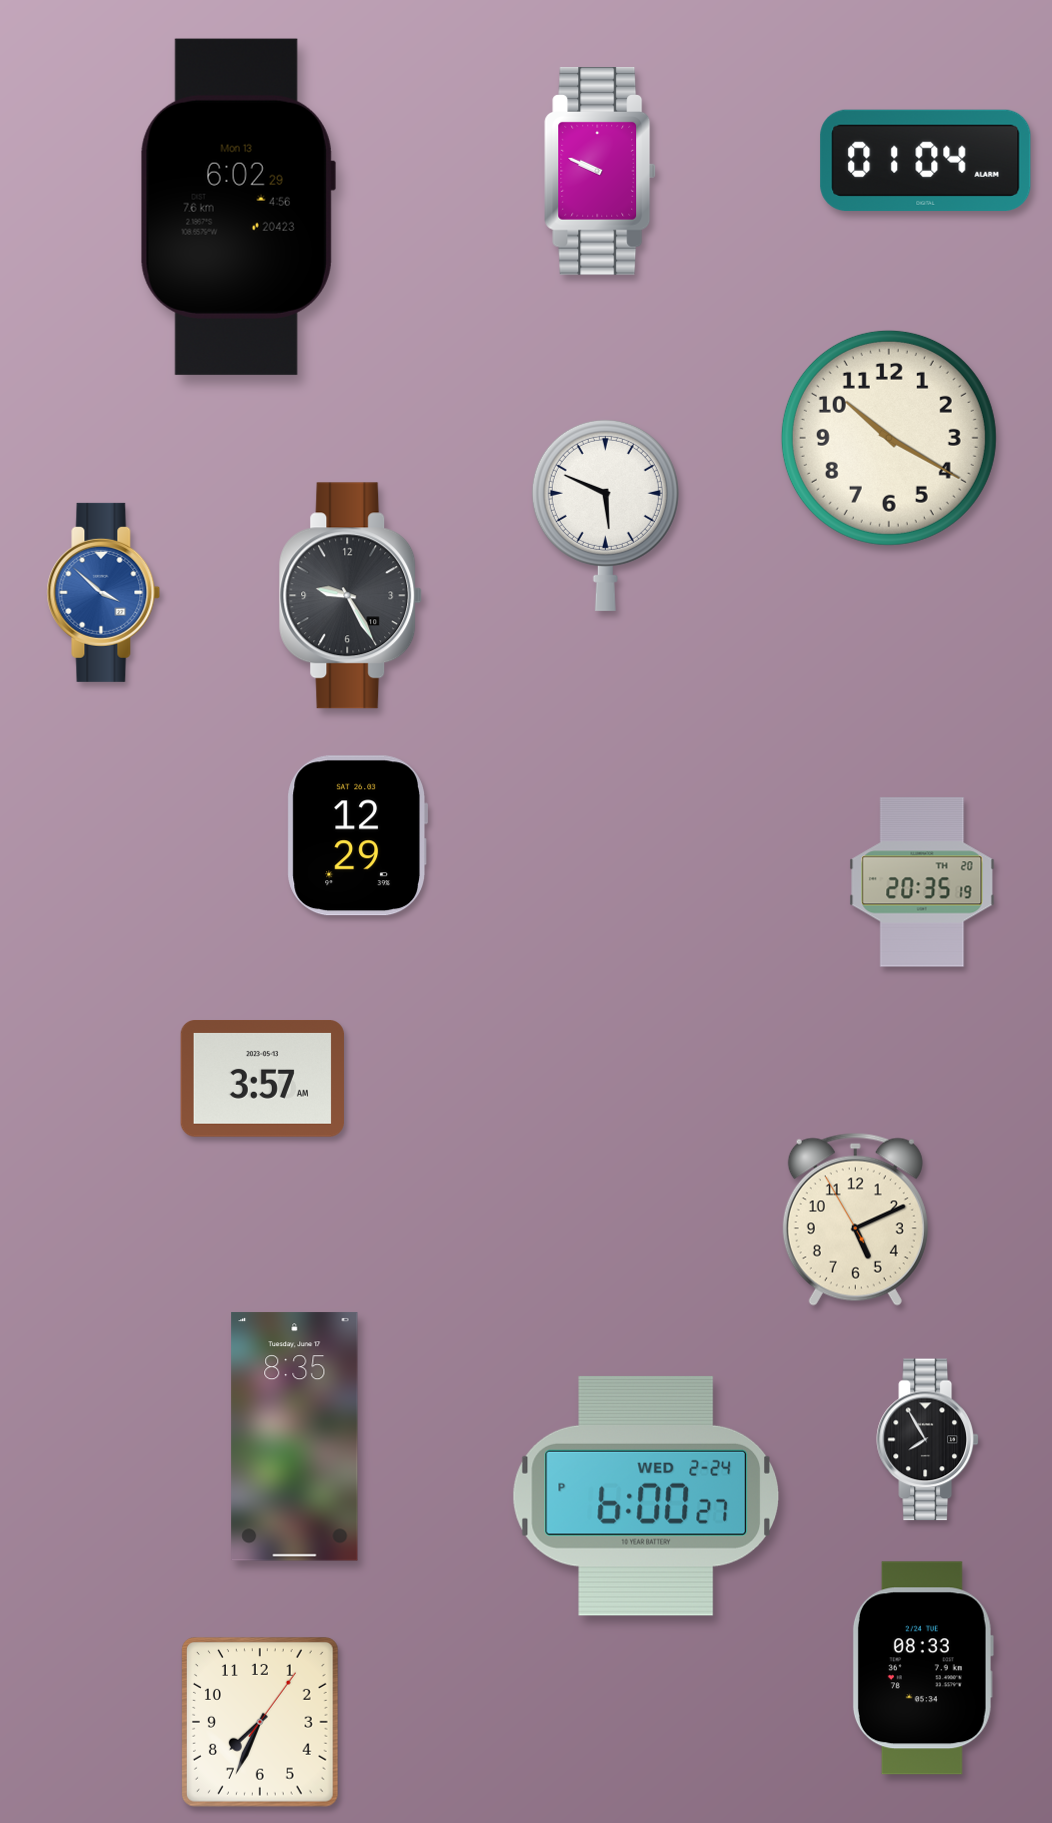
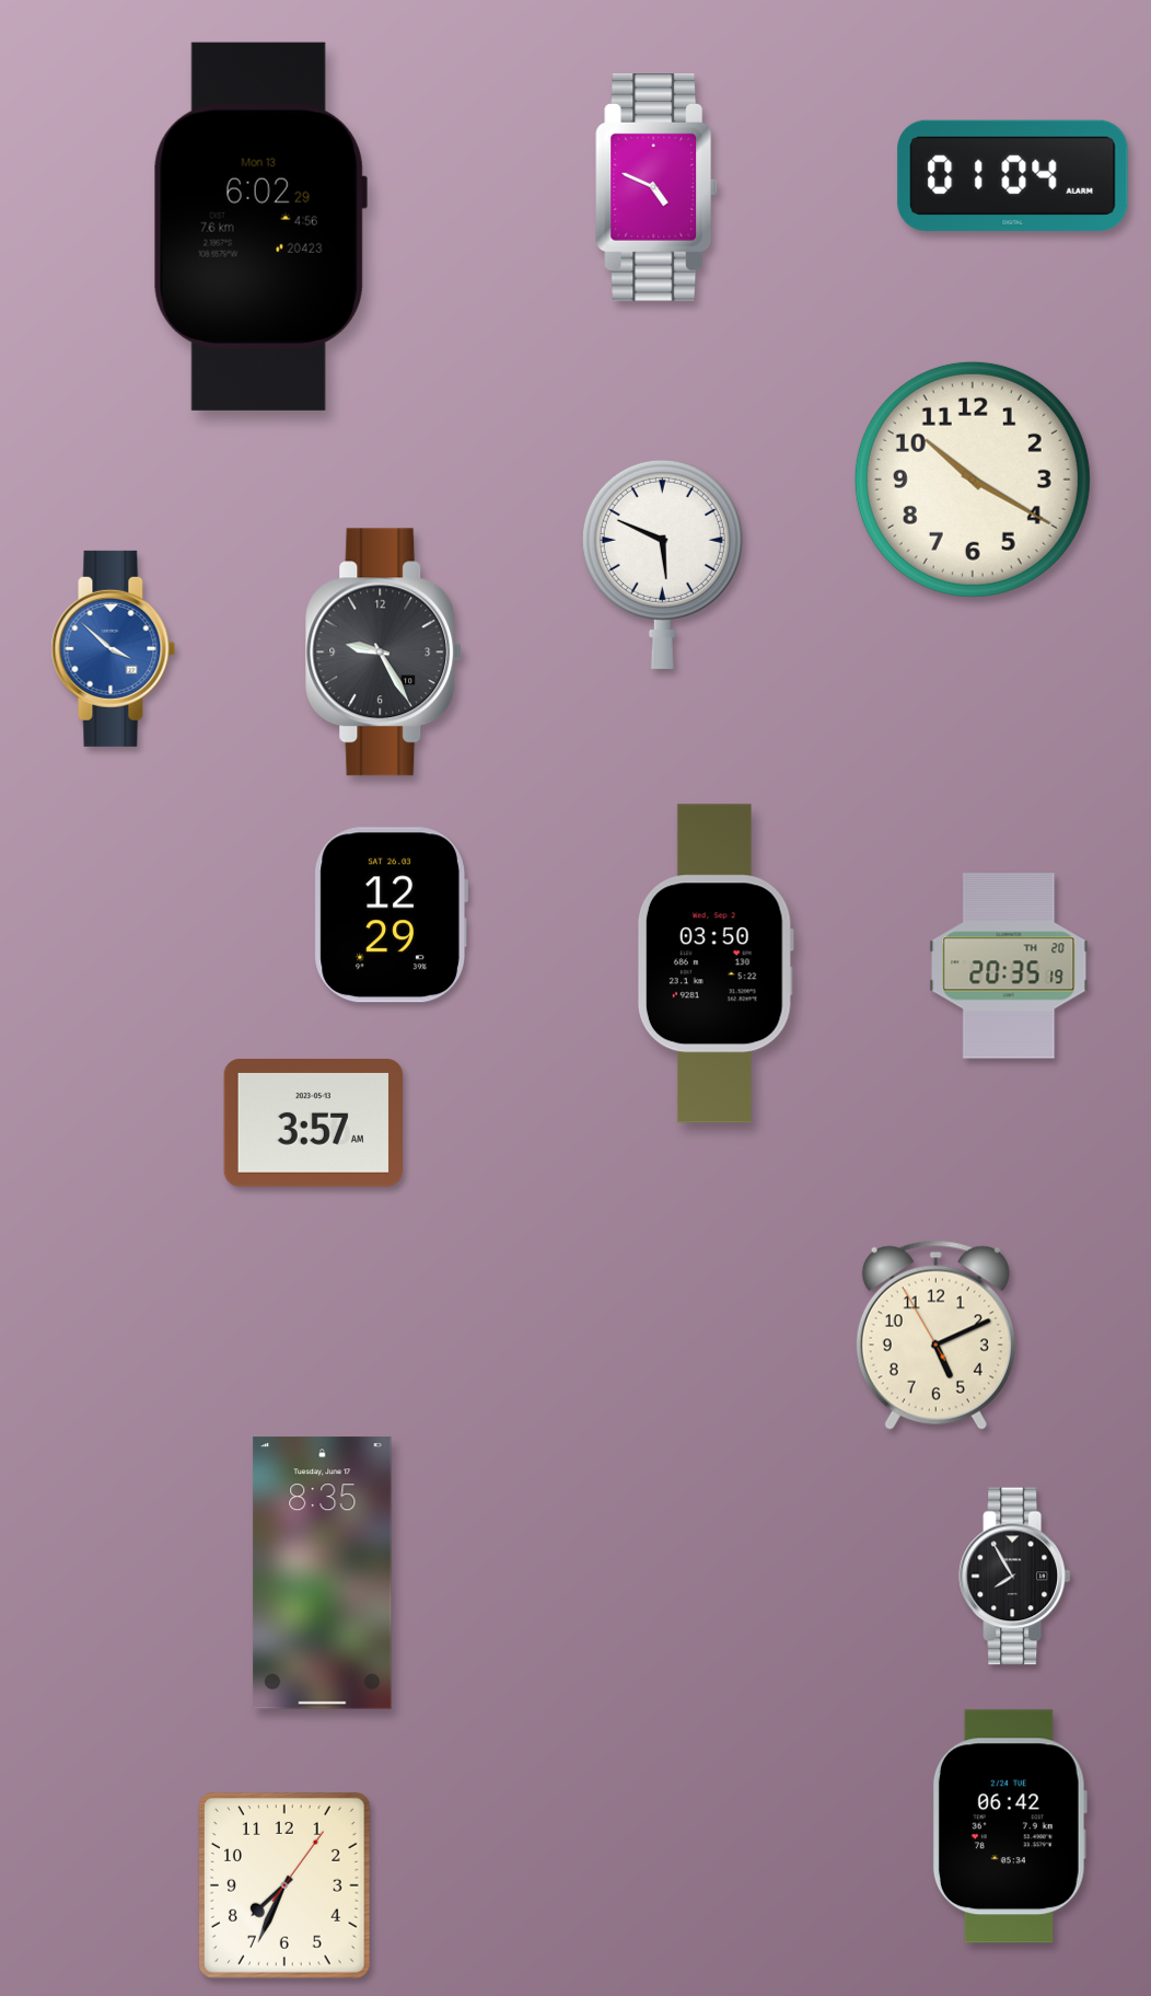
clock at (601, 172): 9:49 -> 4:49
clock at (716, 964): none -> 03:50
clock at (262, 1079) position: (262, 1079) -> (313, 1123)
clock at (645, 1496): 6:00 -> none
clock at (923, 1668): 08:33 -> 06:42
